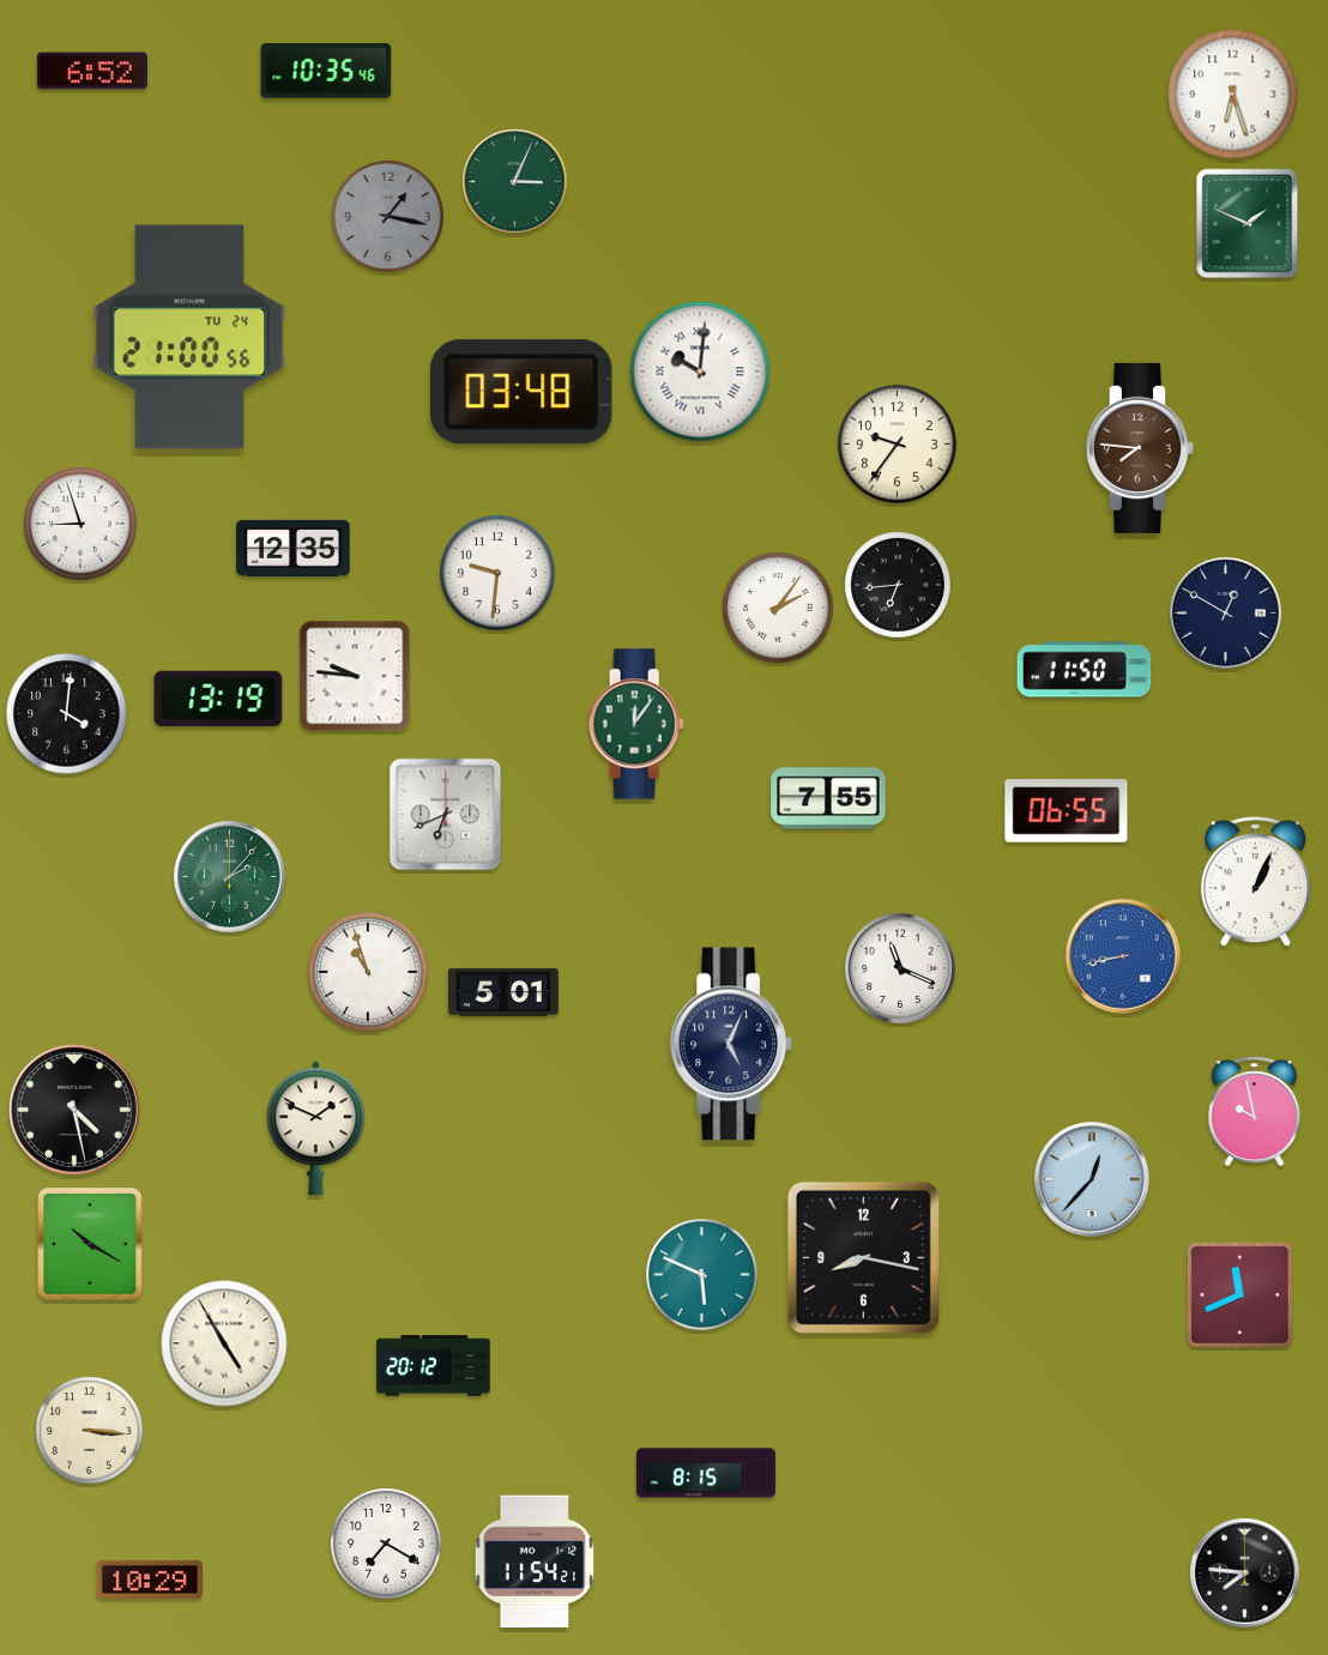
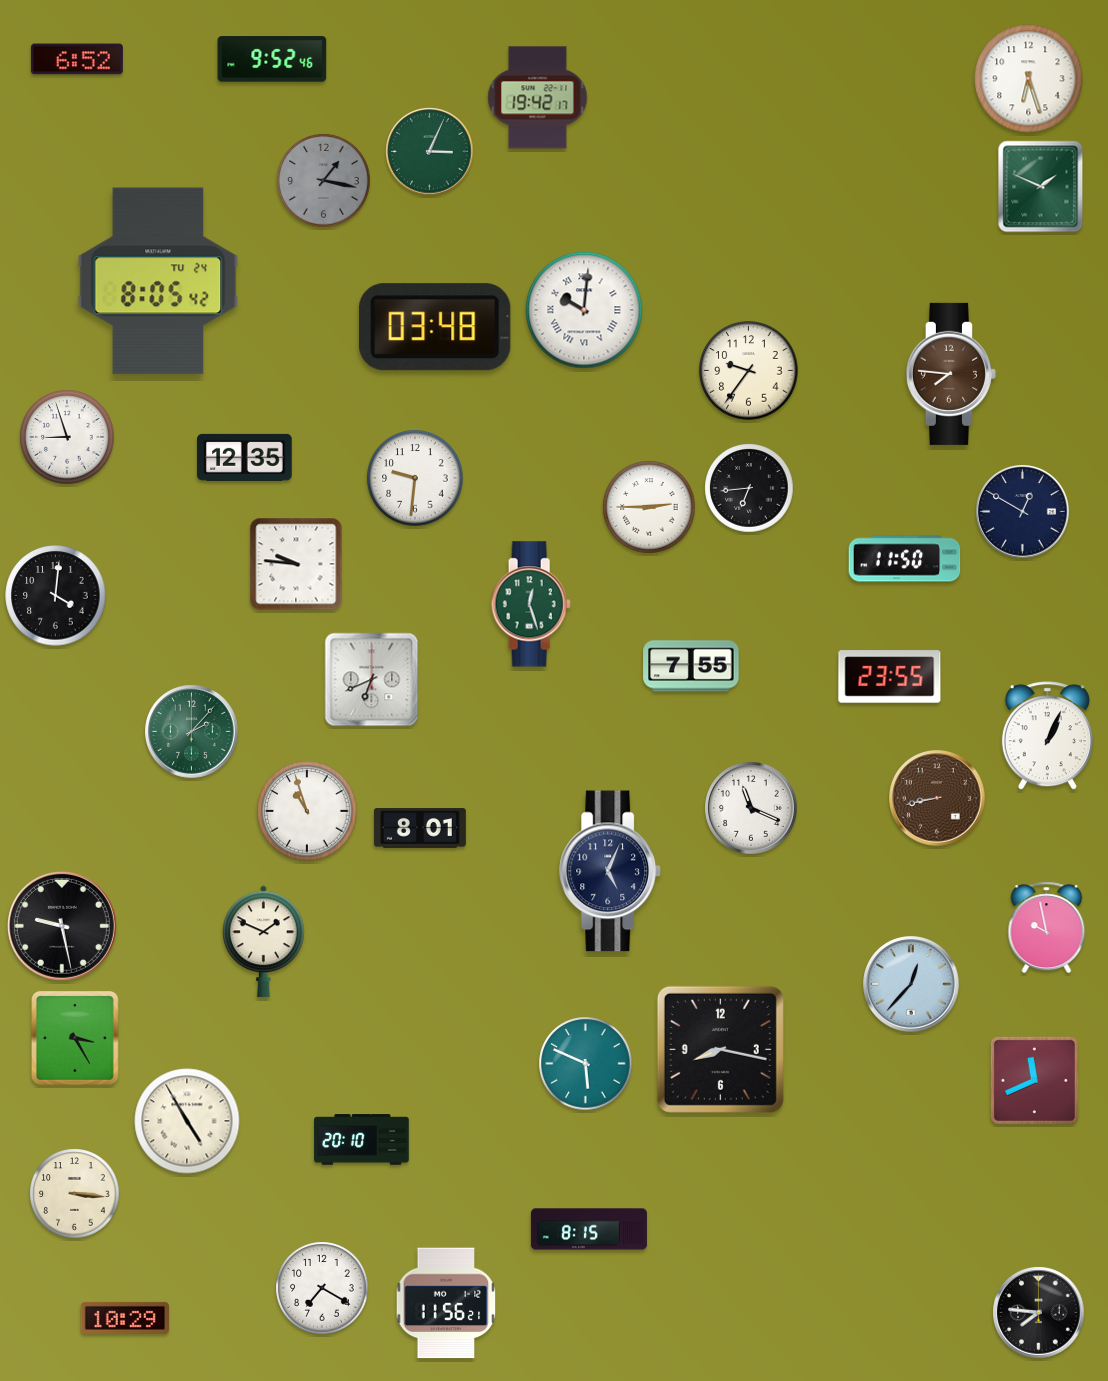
clock at (326, 71): 10:35 -> 9:52
clock at (538, 98): none -> 19:42
clock at (189, 337): 21:00 -> 8:05
clock at (778, 608): 2:06 -> 2:45
clock at (218, 699): 13:19 -> none
clock at (636, 724): 12:06 -> 12:27
clock at (1067, 811): 06:55 -> 23:55
clock at (1123, 956) dial: blue -> brown
clock at (503, 992): 5:01 -> 8:01
clock at (74, 1110): 4:28 -> 9:28
clock at (91, 1244): 10:20 -> 3:25
clock at (434, 1366): 20:12 -> 20:10
clock at (535, 1562): 11:54 -> 11:56
